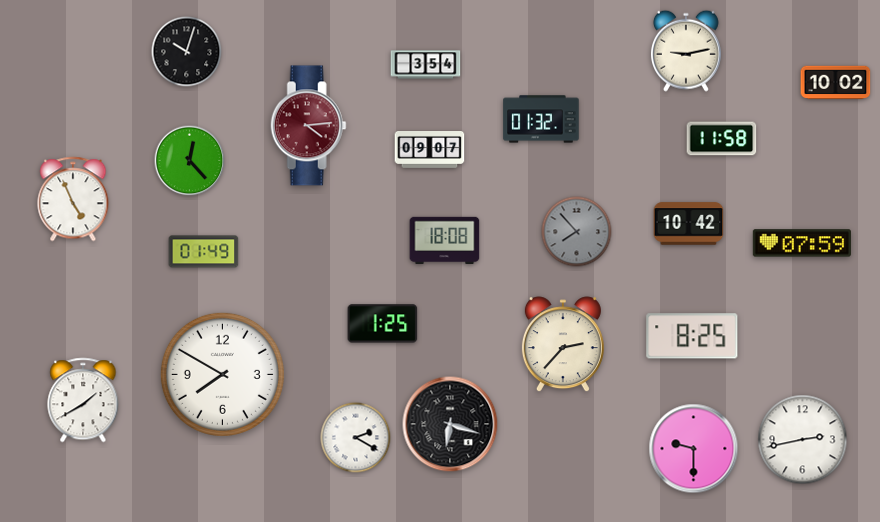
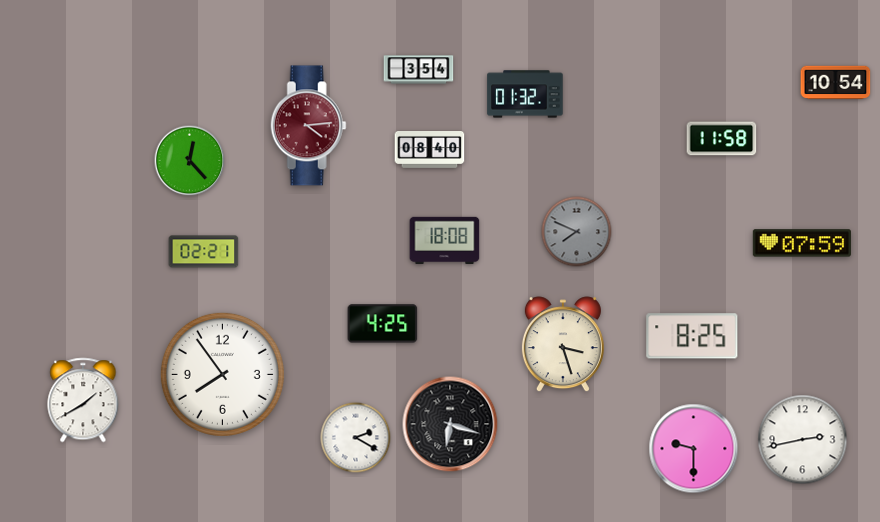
clock at (686, 51): 9:13 -> none
clock at (187, 52): 10:03 -> none
clock at (426, 65) position: (426, 65) -> (419, 70)
clock at (836, 83): 10:02 -> 10:54
clock at (541, 119) position: (541, 119) -> (525, 94)
clock at (430, 150): 09:07 -> 08:40
clock at (73, 199): 4:56 -> none
clock at (689, 224): 10:42 -> none
clock at (577, 232): 7:53 -> 7:49
clock at (204, 252): 01:49 -> 02:21
clock at (383, 324): 1:25 -> 4:25
clock at (563, 345): 2:37 -> 3:27
clock at (222, 374): 7:50 -> 7:54
